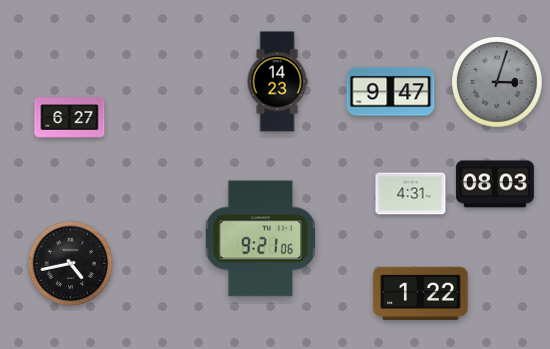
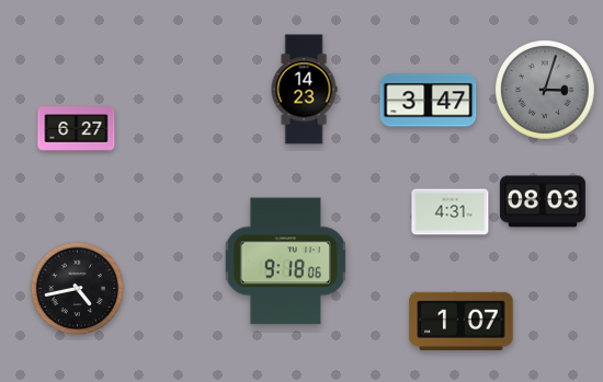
clock at (391, 92): 9:47 -> 3:47
clock at (261, 239): 9:21 -> 9:18
clock at (421, 293): 1:22 -> 1:07
